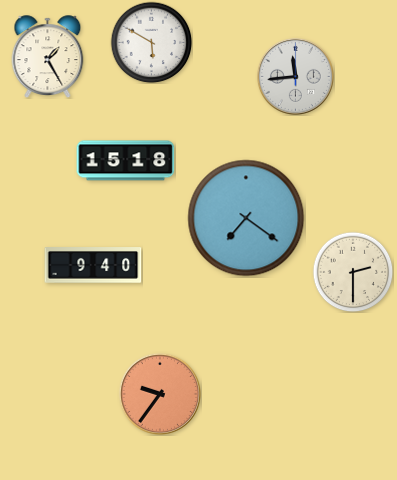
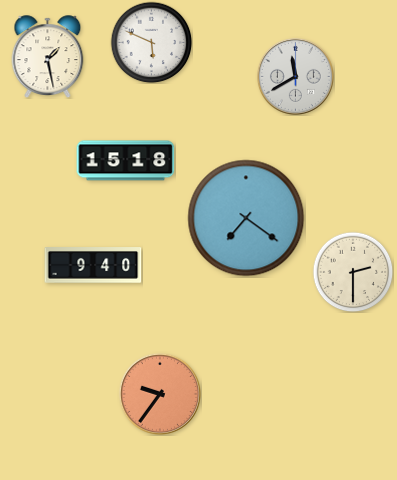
clock at (151, 42): 5:50 -> 5:49
clock at (48, 56): 1:25 -> 1:28
clock at (295, 76): 11:44 -> 11:40
